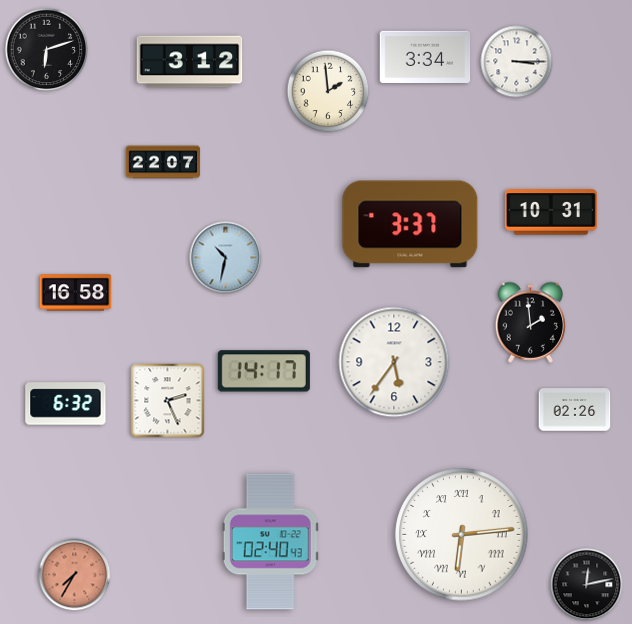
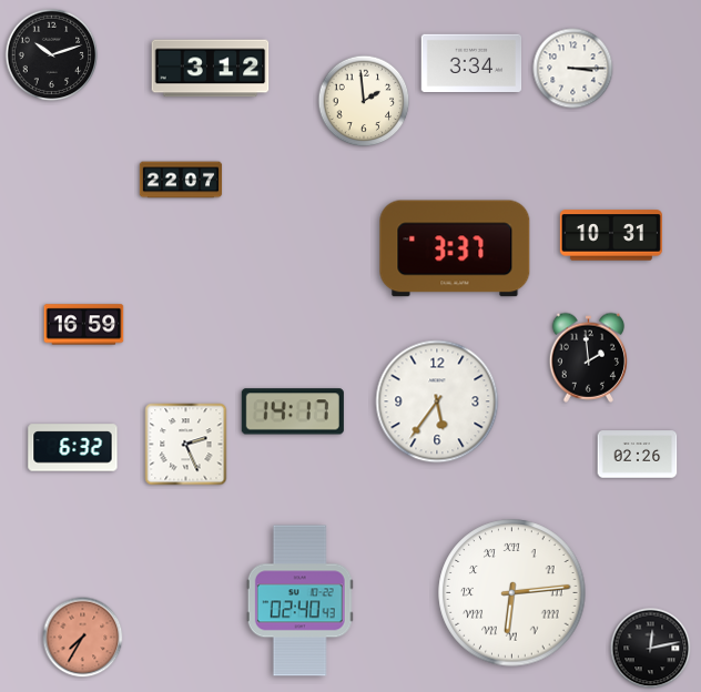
clock at (47, 50): 6:12 -> 10:12
clock at (226, 258): 10:32 -> none
clock at (76, 293): 16:58 -> 16:59
